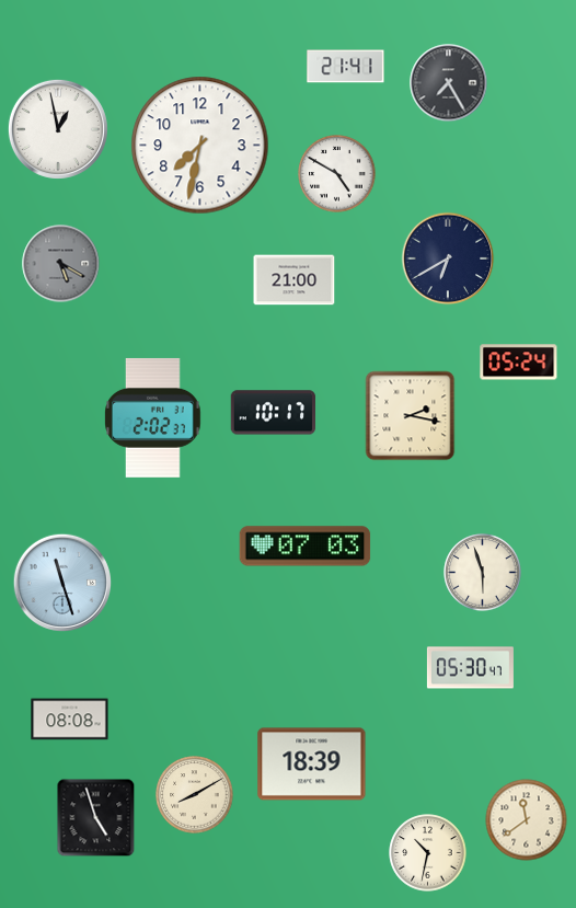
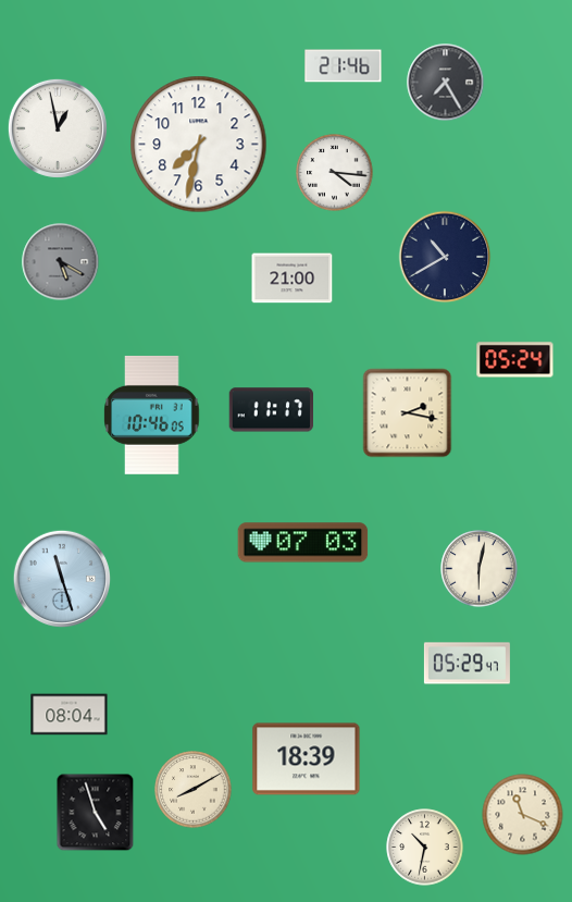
clock at (346, 67): 21:41 -> 21:46
clock at (337, 174): 4:50 -> 4:16
clock at (448, 258): 6:40 -> 10:40
clock at (273, 413): 10:17 -> 11:17
clock at (153, 417): 2:02 -> 10:46
clock at (483, 573): 5:57 -> 6:02
clock at (470, 668): 05:30 -> 05:29
clock at (70, 720): 08:08 -> 08:04
clock at (312, 765) position: (312, 765) -> (307, 759)
clock at (527, 820): 11:39 -> 11:19
